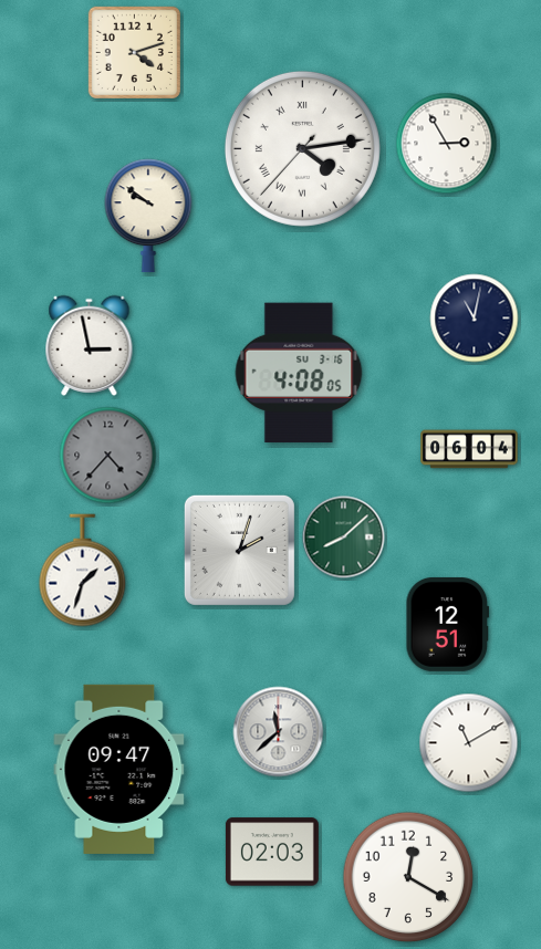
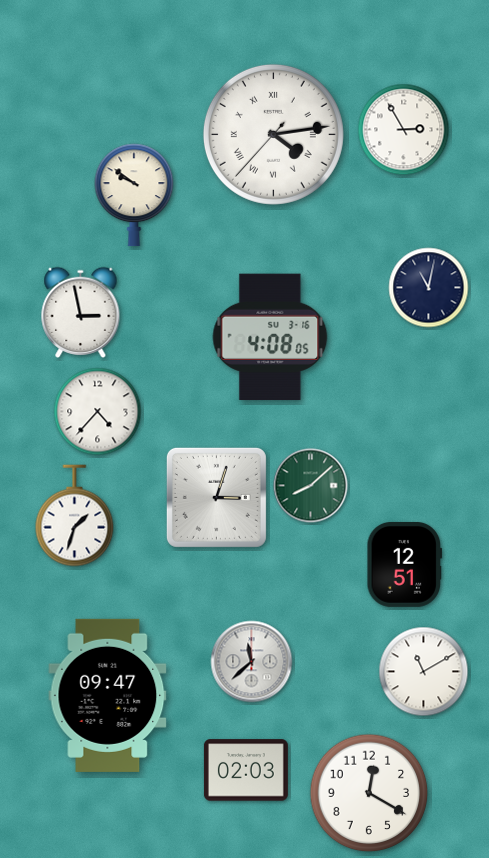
clock at (134, 52): 4:12 -> none
clock at (469, 449): 06:04 -> none
clock at (108, 456) dial: grey -> white
clock at (239, 550): 2:03 -> 3:03
